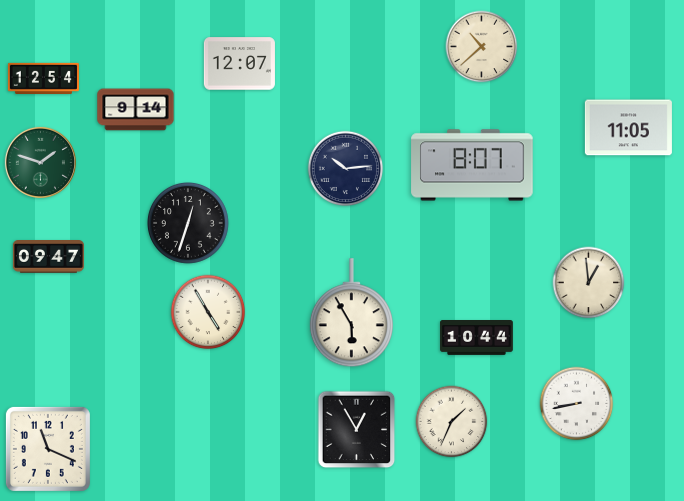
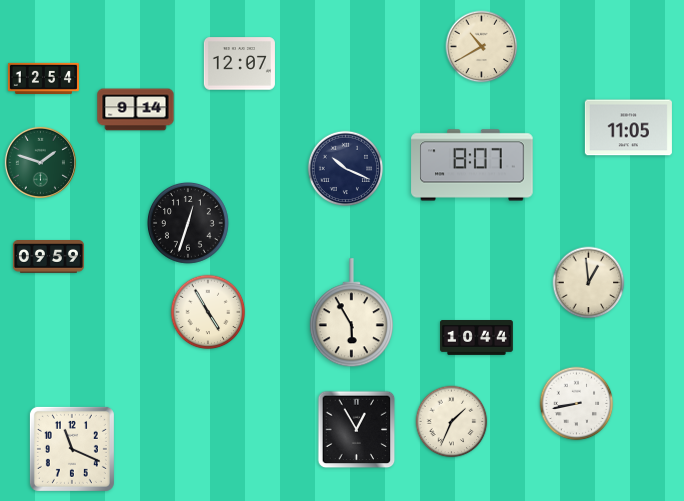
clock at (482, 47): 10:38 -> 10:40
clock at (346, 169): 10:14 -> 10:19
clock at (48, 257): 09:47 -> 09:59
clock at (48, 449) position: (48, 449) -> (72, 449)
